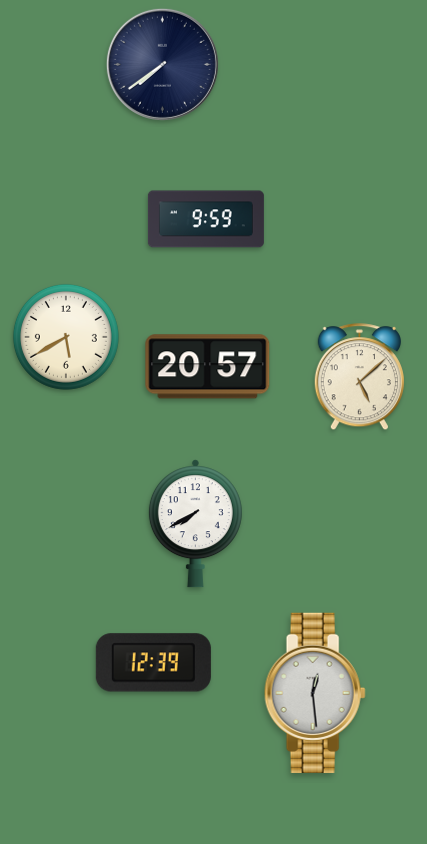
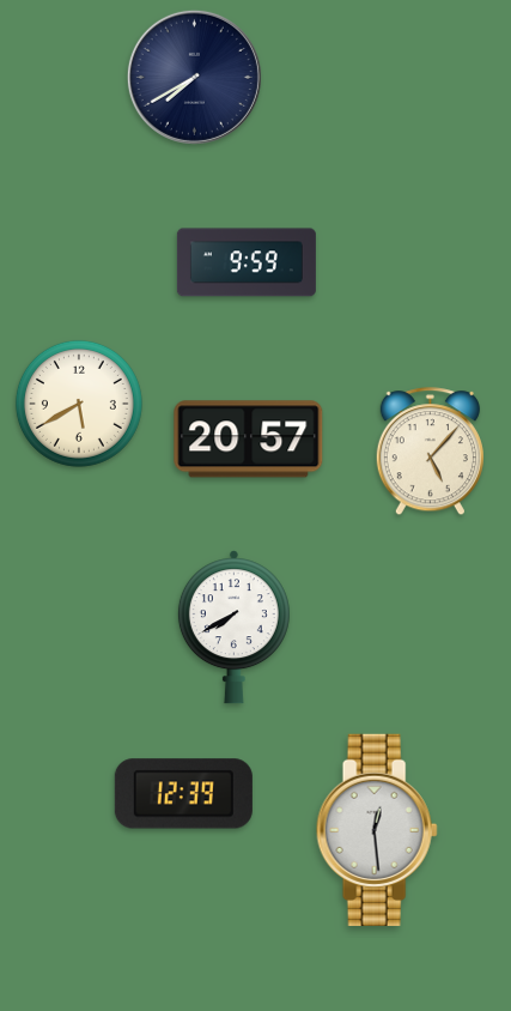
clock at (162, 64): 7:39 -> 7:40
clock at (359, 377): 5:08 -> 5:07
